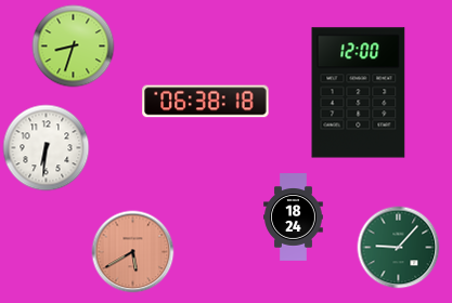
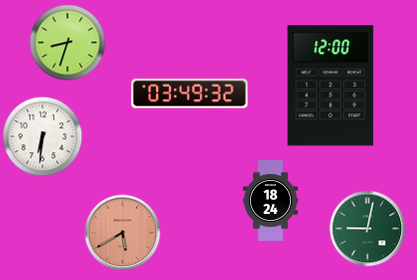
clock at (206, 102): 06:38 -> 03:49
clock at (399, 248): 9:07 -> 9:02
